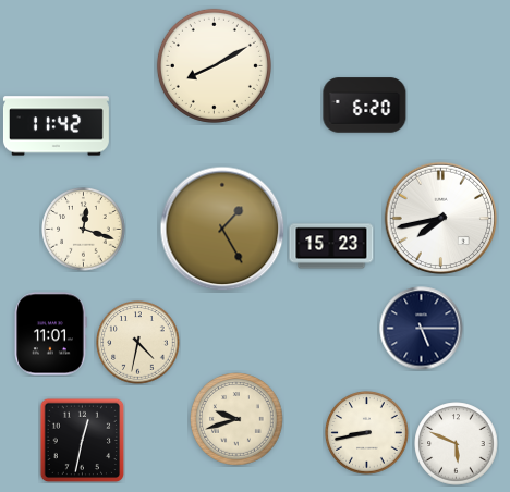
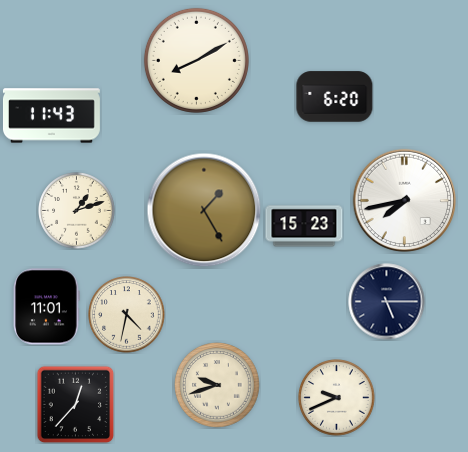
clock at (56, 126): 11:42 -> 11:43
clock at (84, 230): 12:18 -> 1:12
clock at (367, 433): 8:43 -> 9:41
clock at (82, 440): 12:32 -> 12:37
clock at (457, 444): 5:49 -> none
